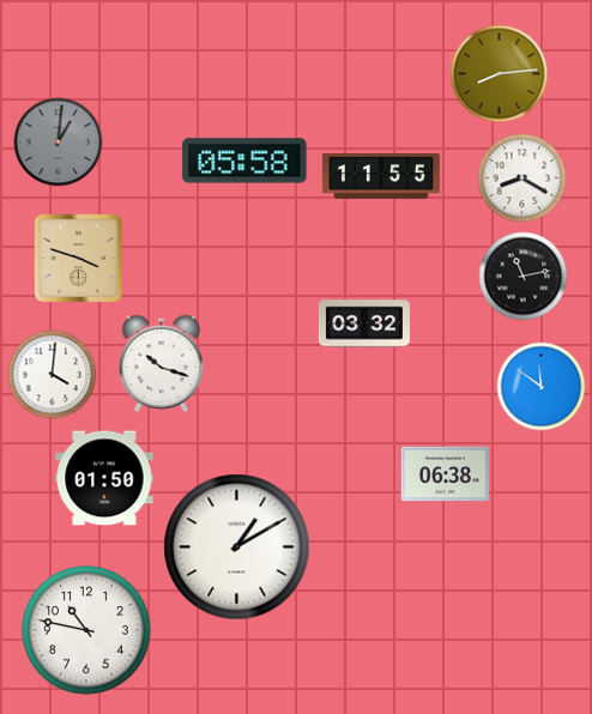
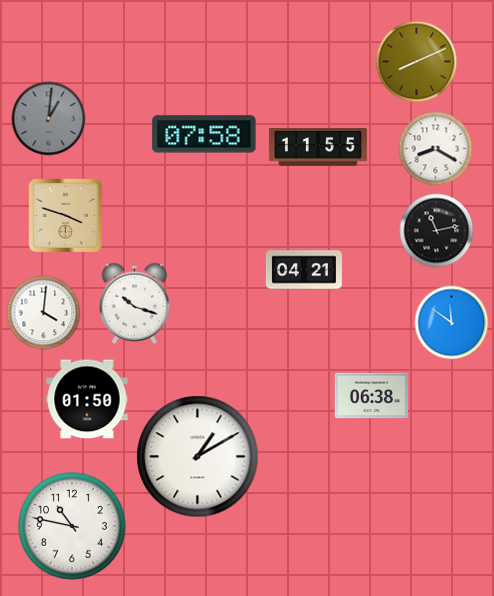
clock at (500, 74): 8:14 -> 8:11
clock at (244, 161): 05:58 -> 07:58
clock at (364, 323): 03:32 -> 04:21
